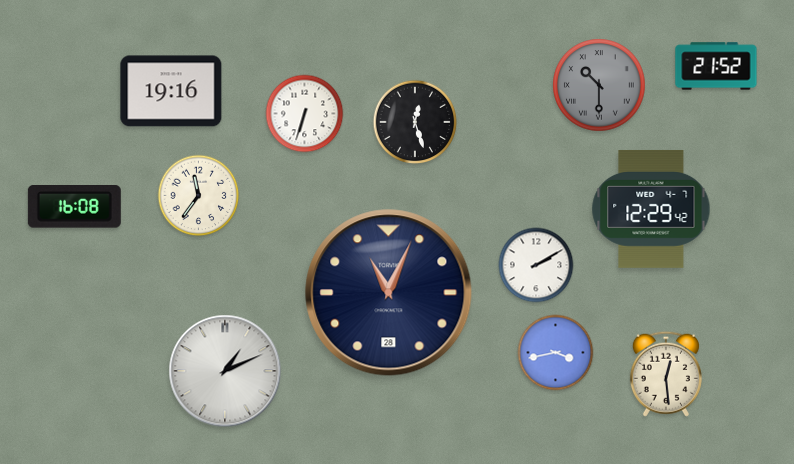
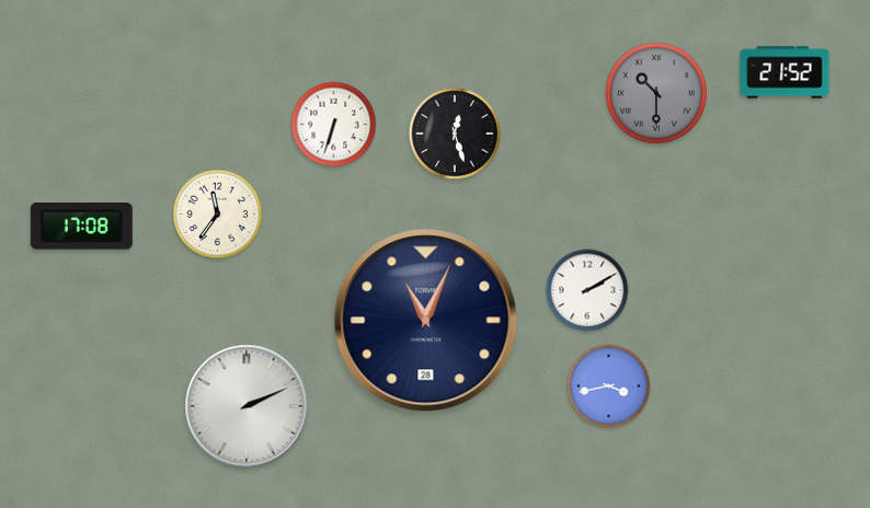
clock at (171, 91): 19:16 -> none
clock at (74, 207): 16:08 -> 17:08
clock at (651, 209): 12:29 -> none
clock at (225, 371): 1:11 -> 2:11
clock at (666, 374): 12:29 -> none
